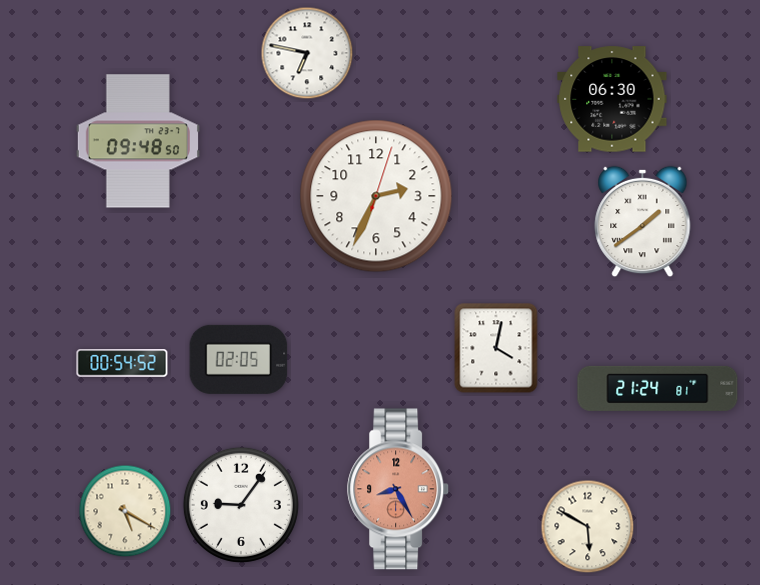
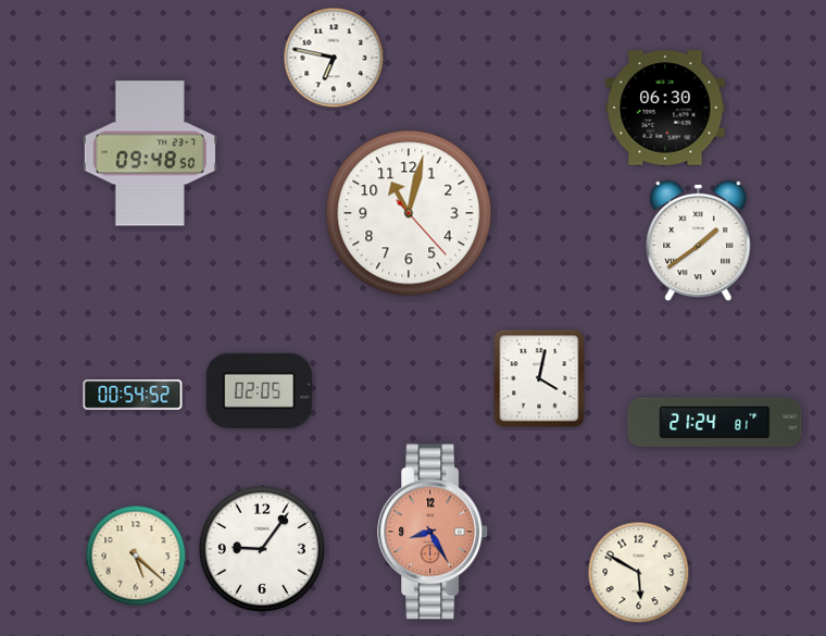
clock at (376, 196): 2:34 -> 11:02
clock at (125, 511): 5:20 -> 5:22
